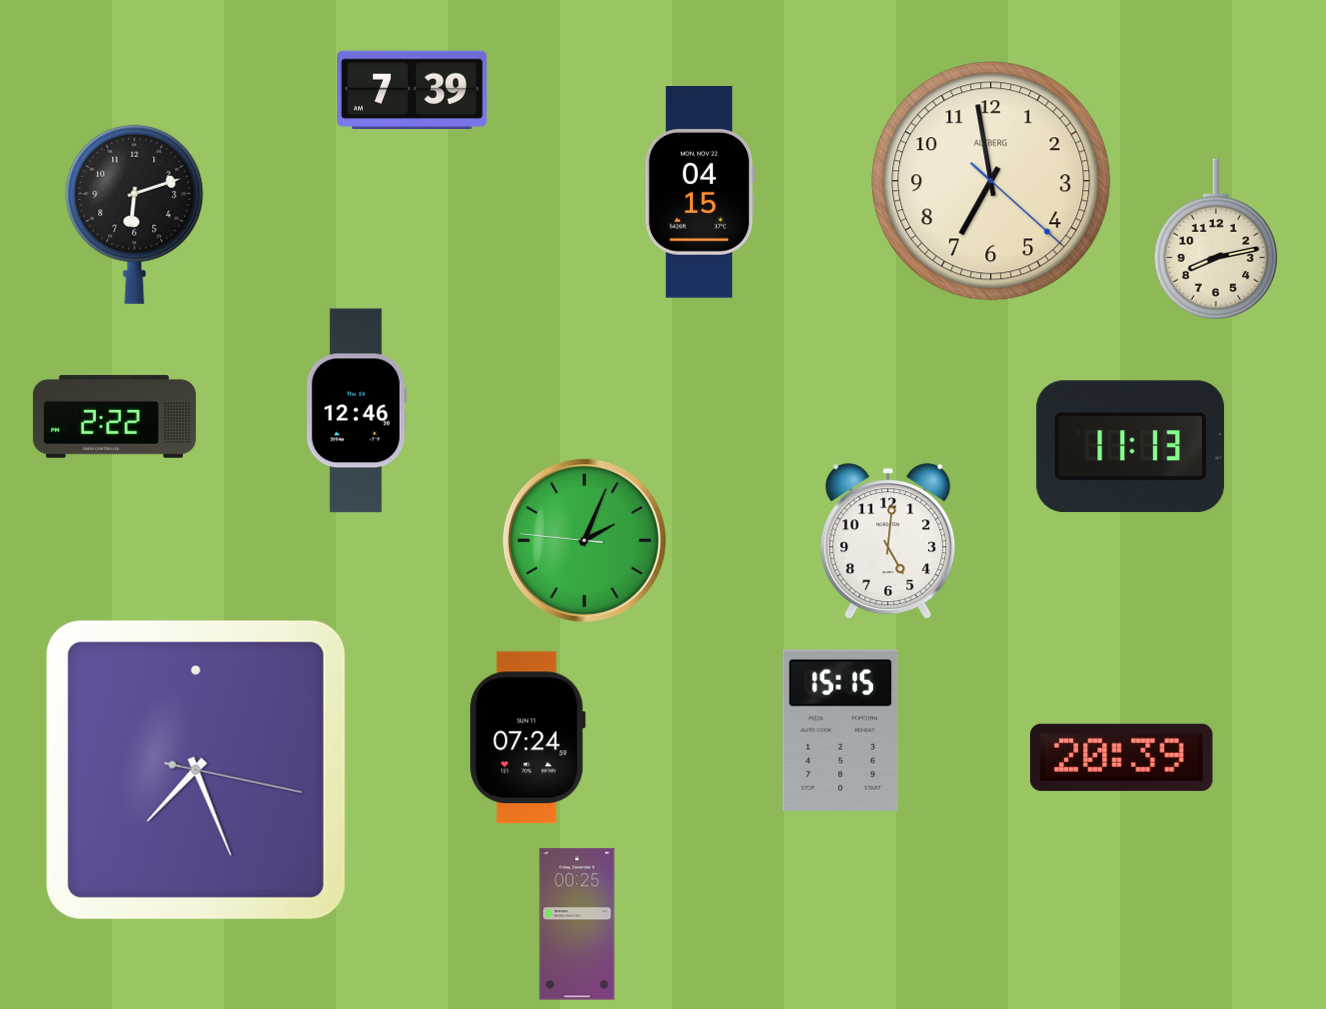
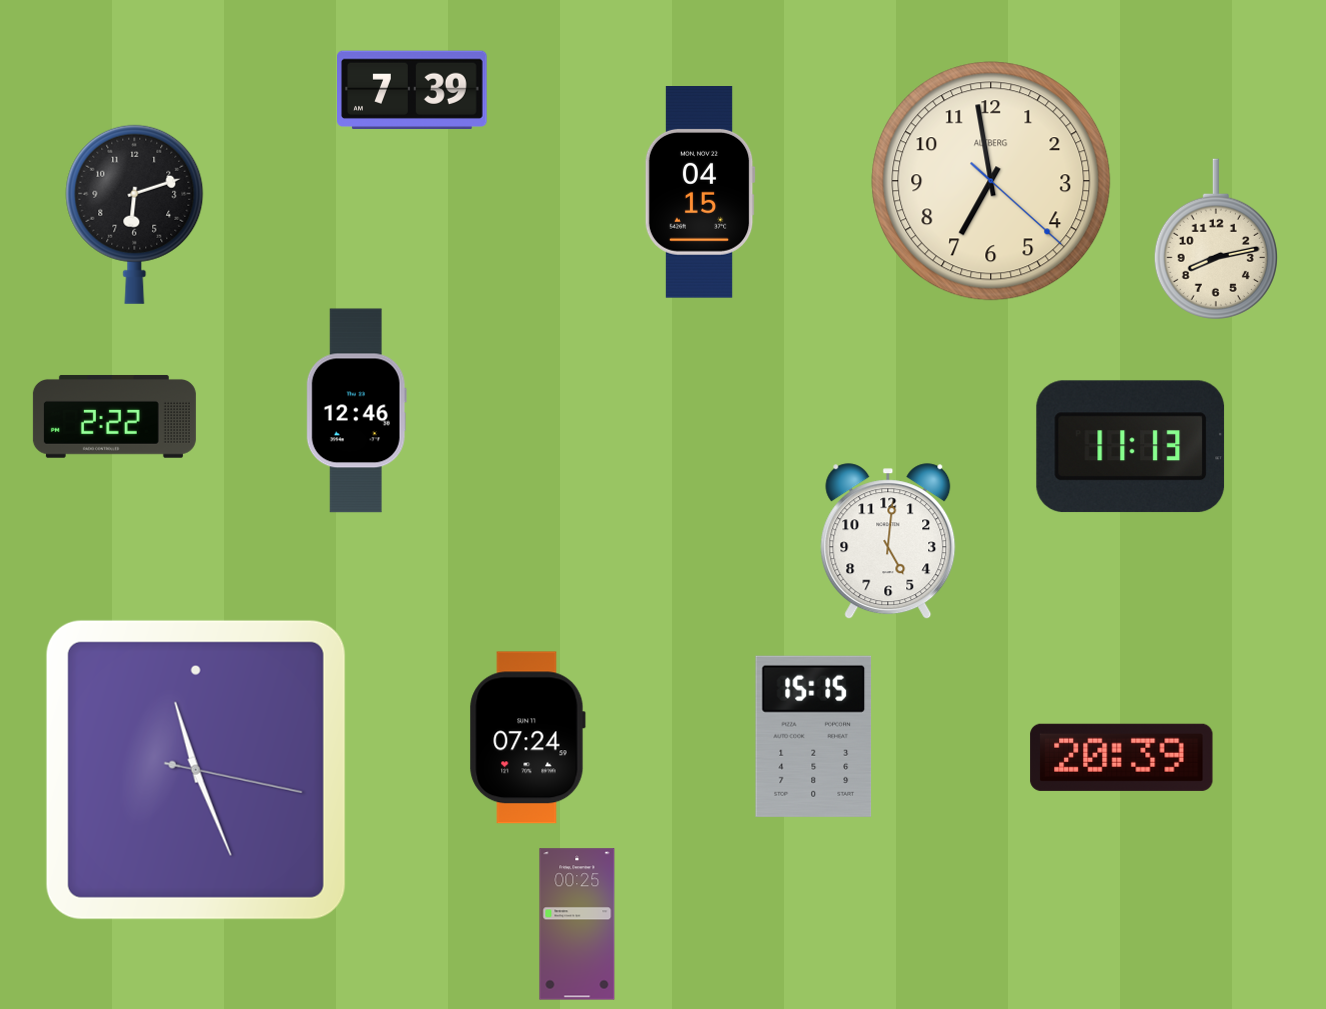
clock at (584, 540): 2:03 -> none
clock at (841, 730) position: (841, 730) -> (814, 736)
clock at (196, 770): 7:26 -> 11:26
